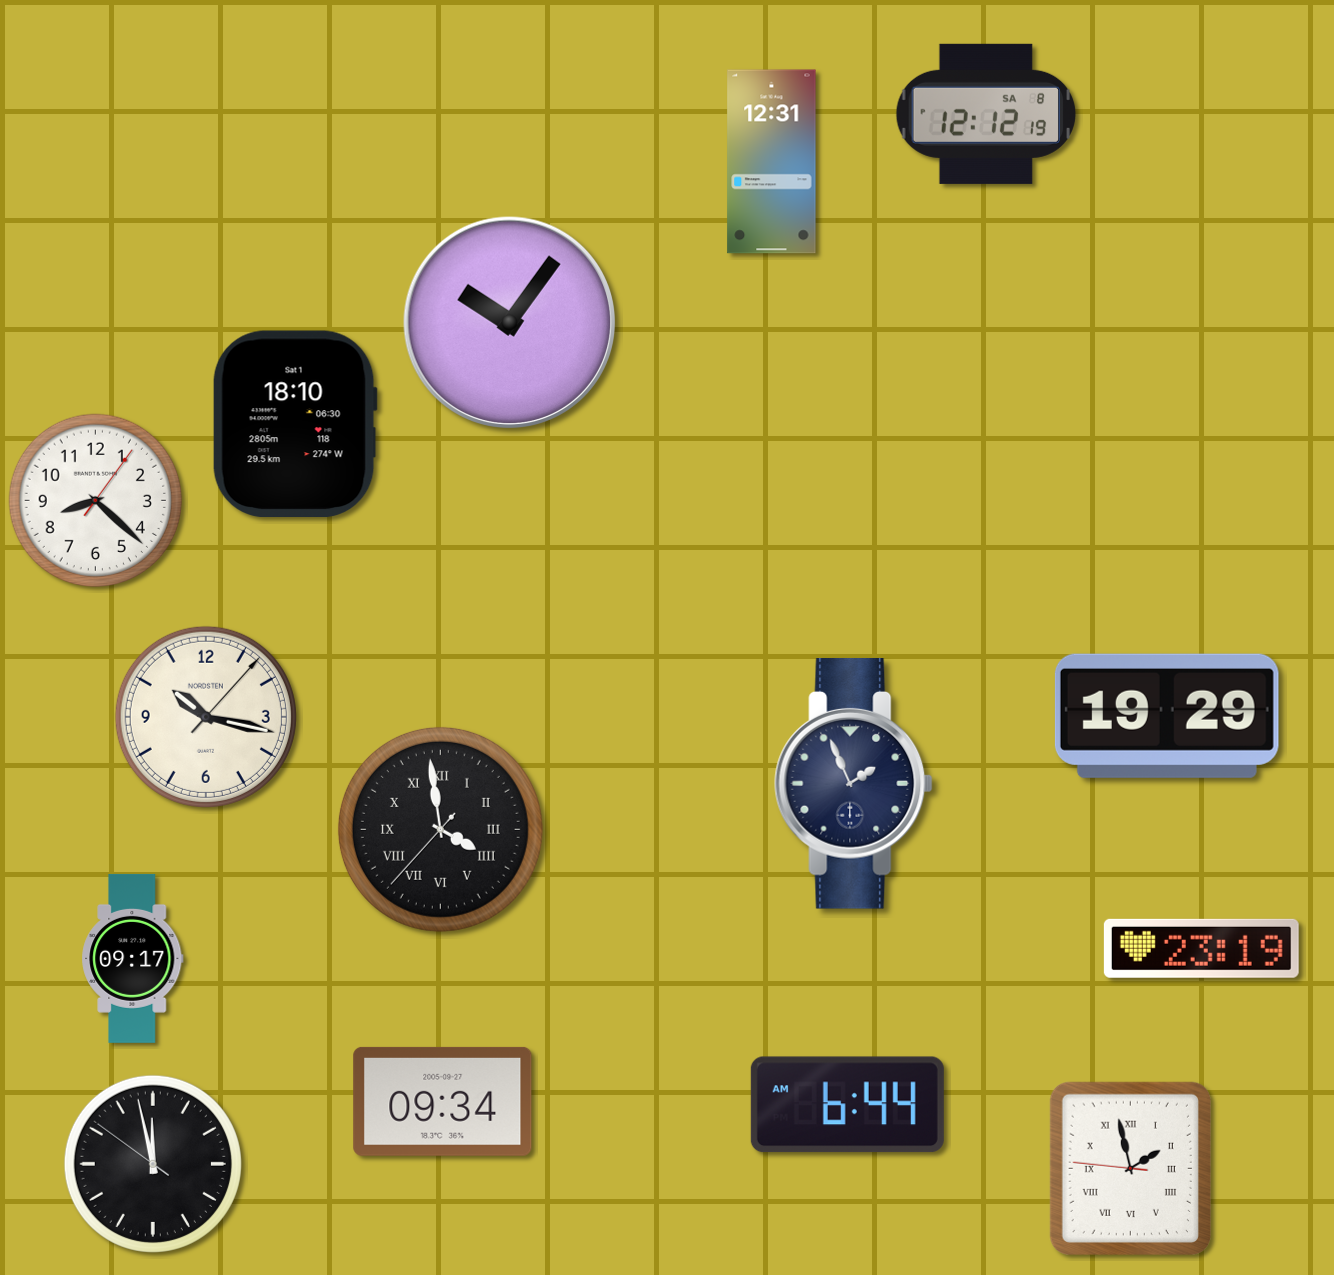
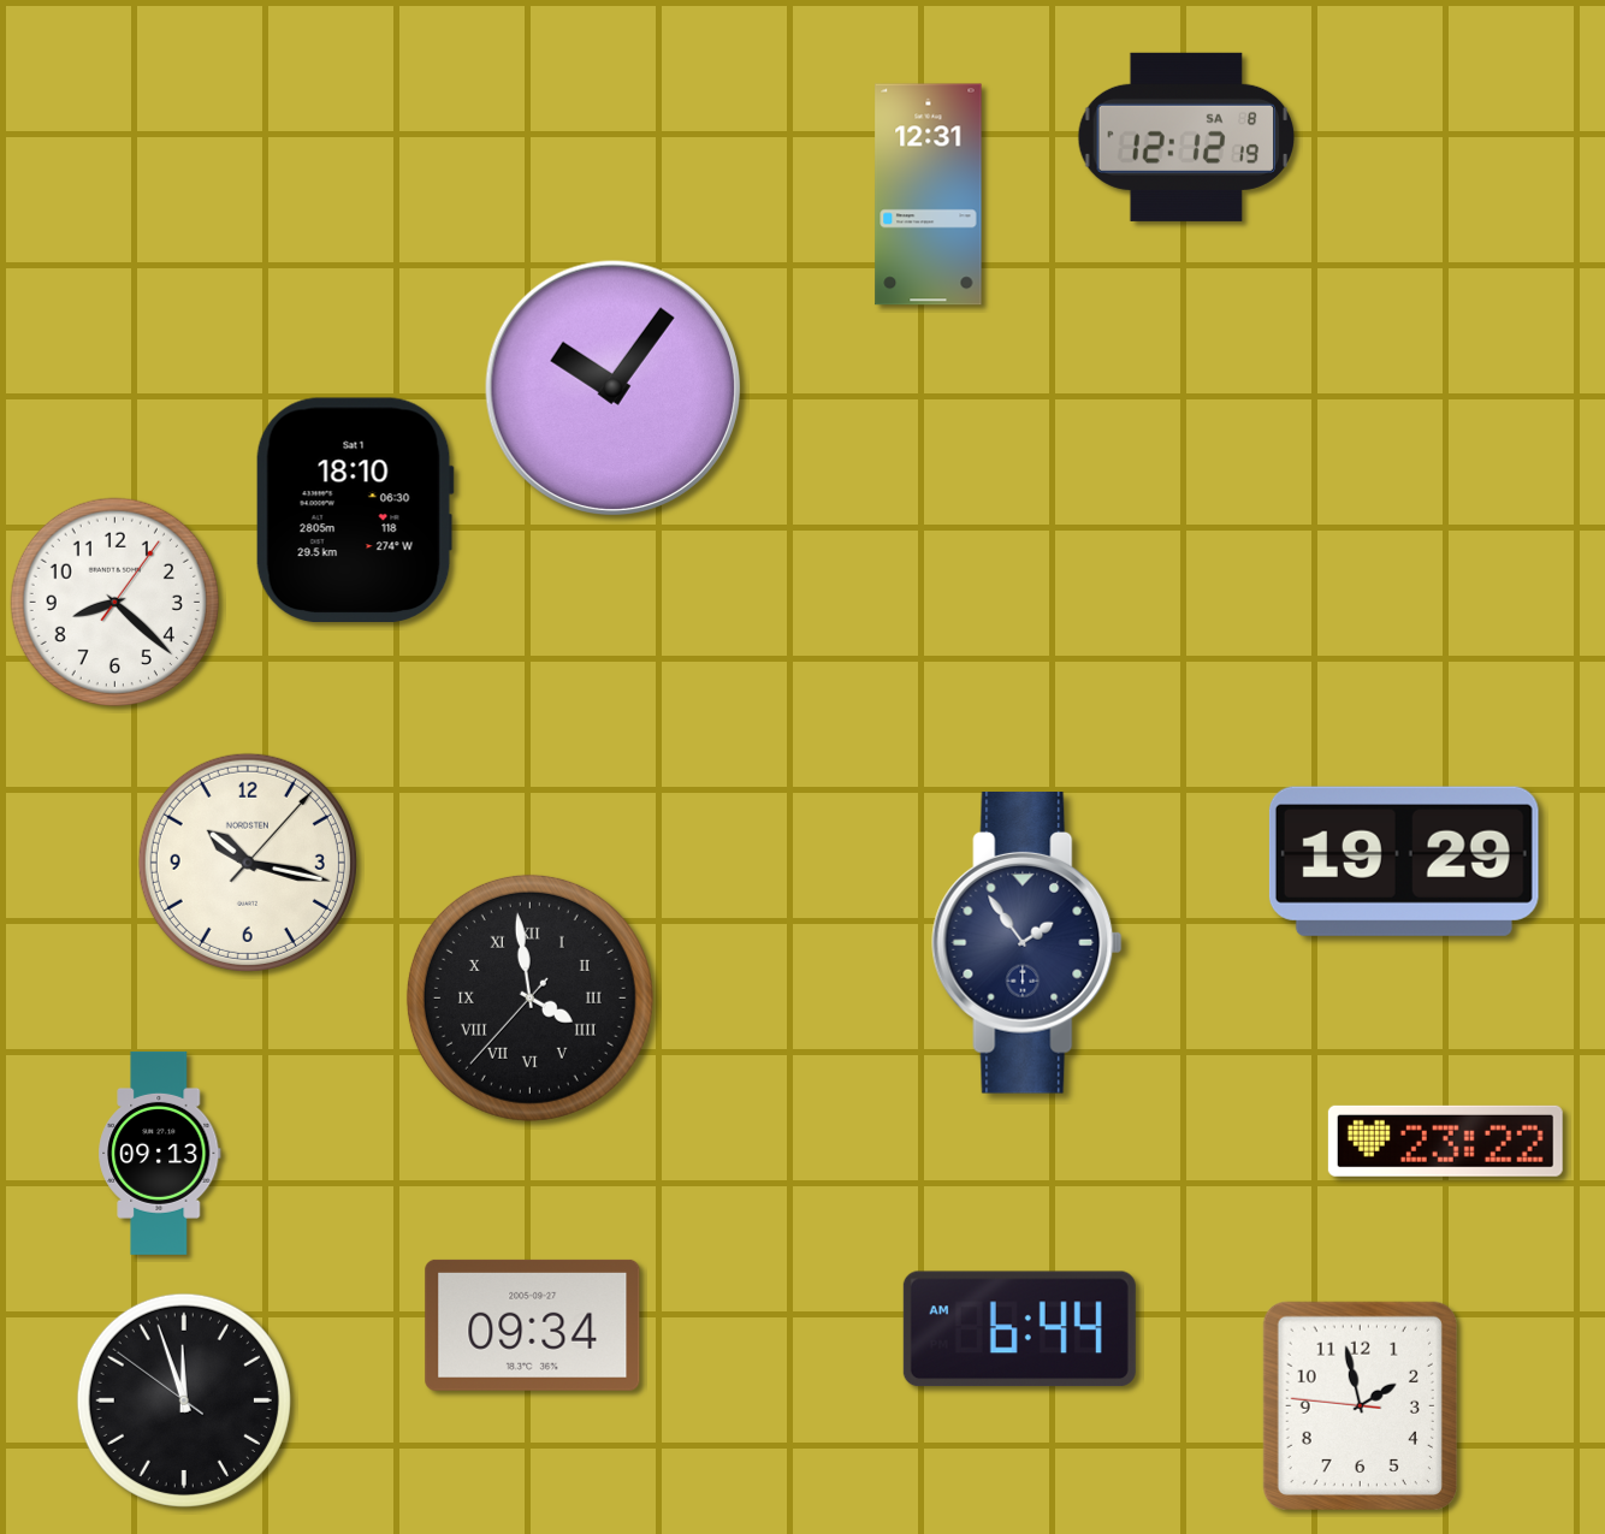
clock at (854, 784): 1:56 -> 1:54
clock at (1201, 948): 23:19 -> 23:22
clock at (133, 958): 09:17 -> 09:13
clock at (153, 1164): 11:57 -> 11:56
clock at (1130, 1168) numerals: Roman -> Arabic
